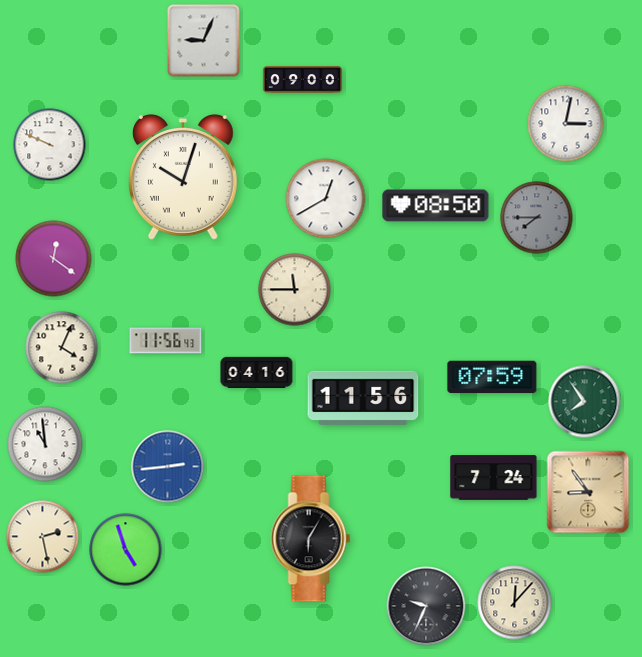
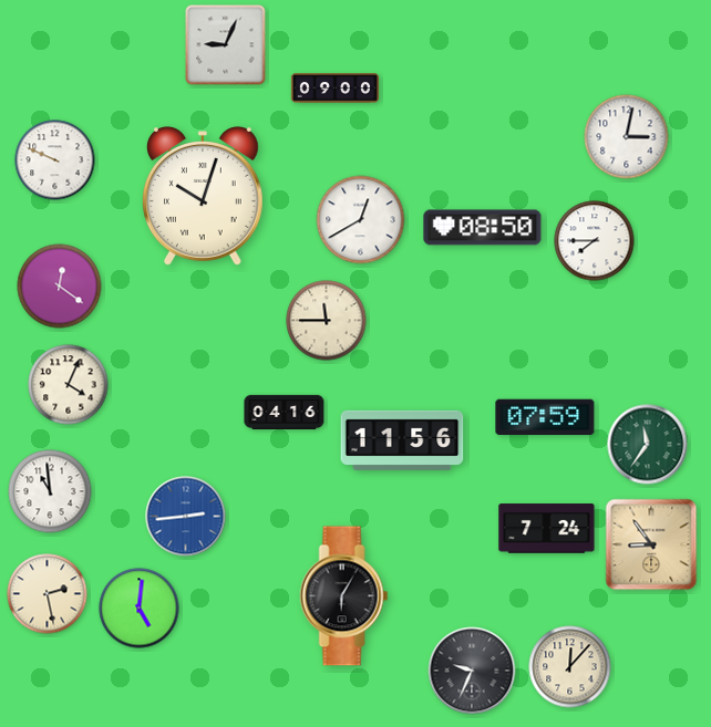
clock at (537, 218) dial: grey -> white
clock at (166, 341): 11:56 -> none
clock at (585, 402): 7:54 -> 11:36
clock at (126, 550): 4:57 -> 5:01
